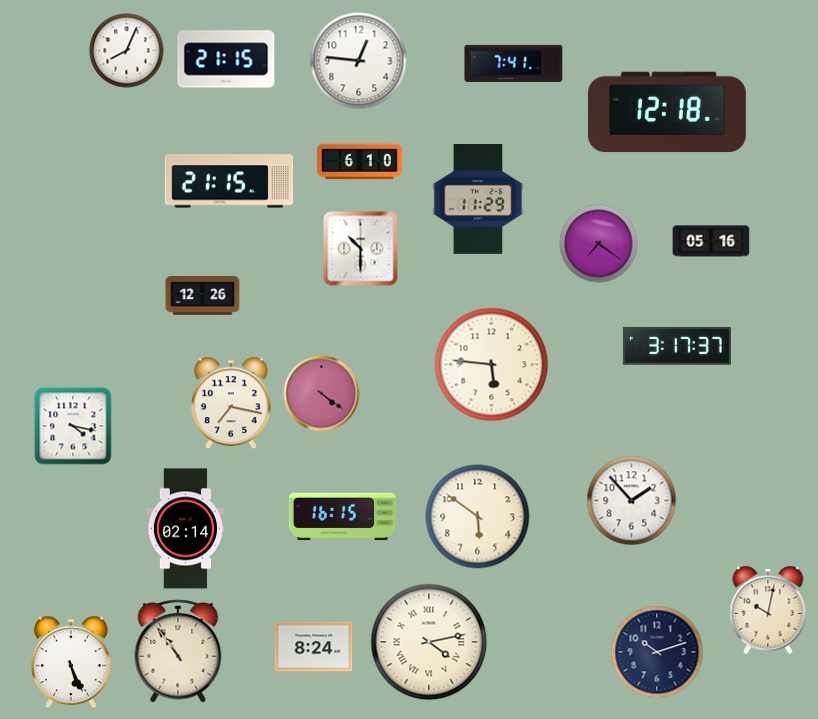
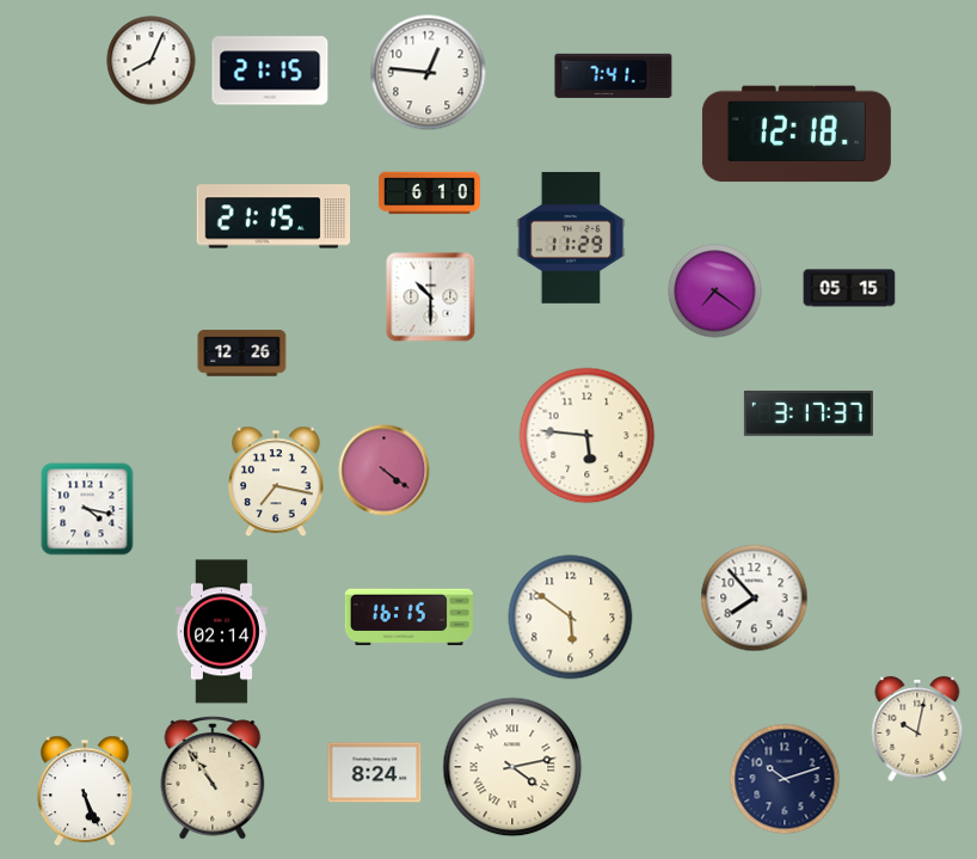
clock at (711, 241): 05:16 -> 05:15
clock at (632, 501): 1:53 -> 7:53
